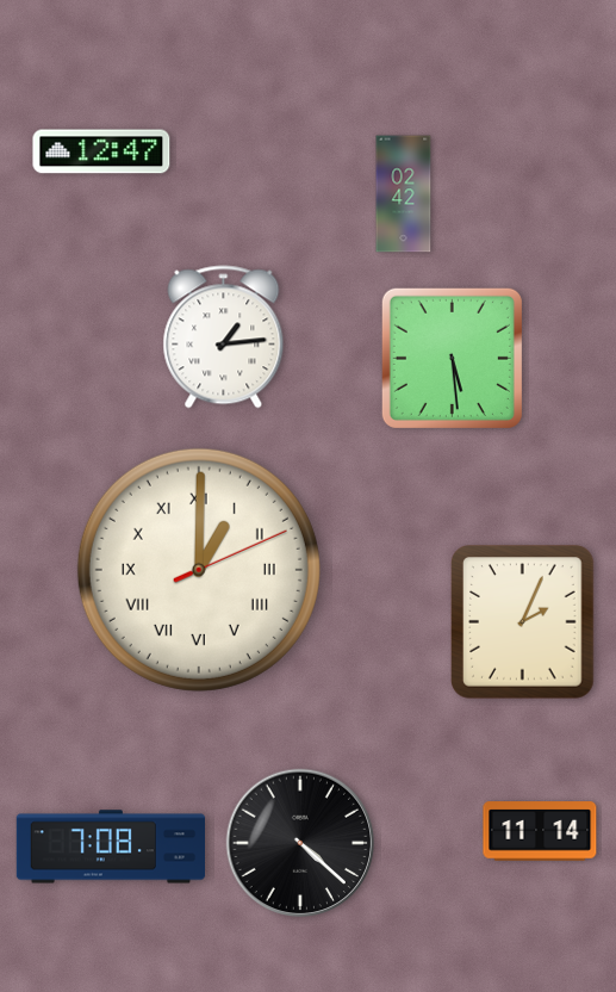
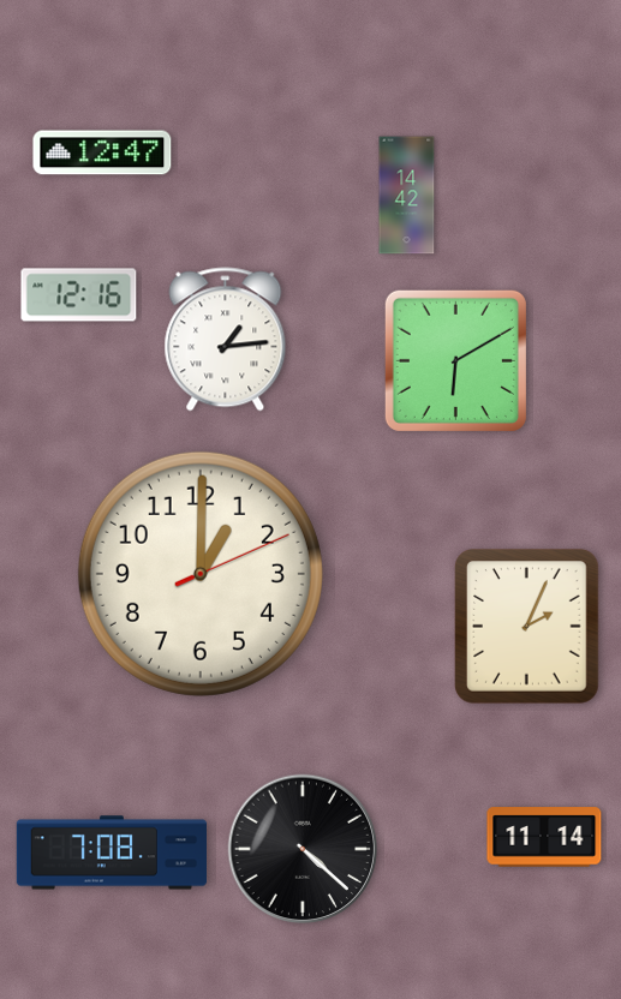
clock at (404, 194): 02:42 -> 14:42
clock at (79, 295): none -> 12:16
clock at (452, 358): 5:29 -> 6:10
clock at (199, 570) numerals: Roman -> Arabic
